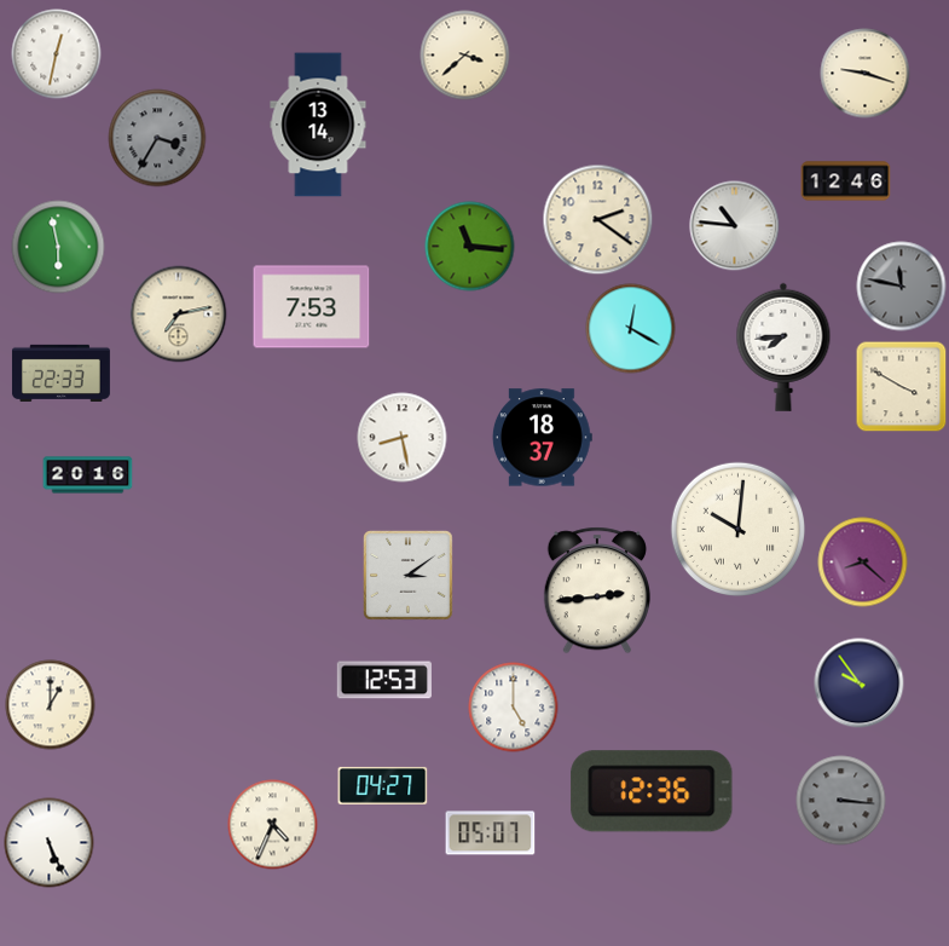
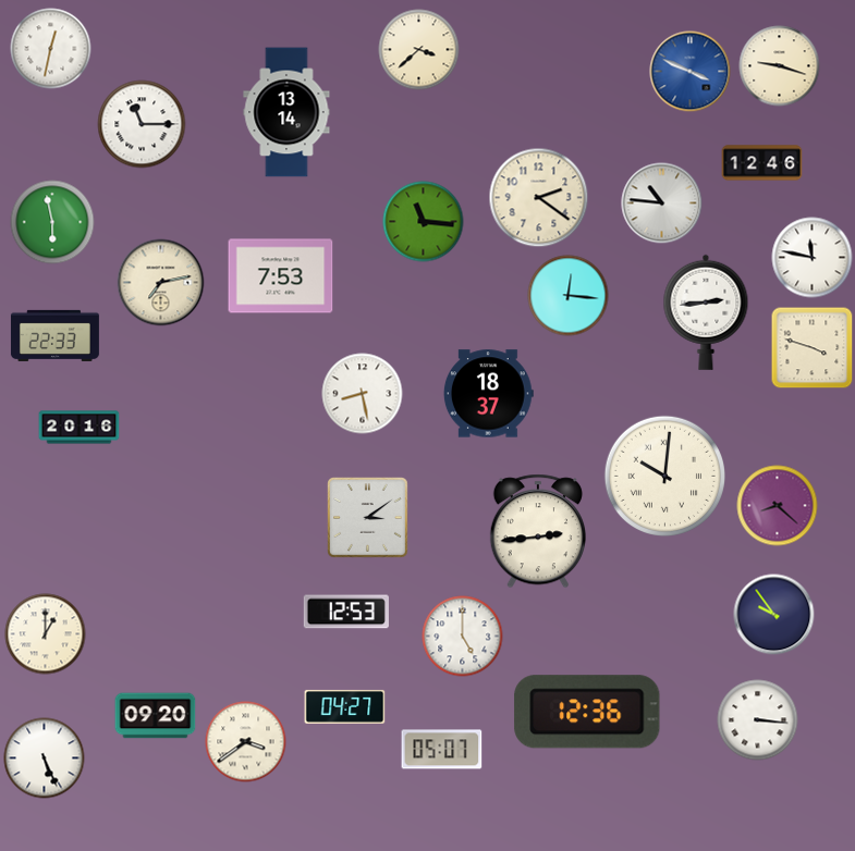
clock at (691, 72): none -> 3:49
clock at (157, 138): 3:35 -> 11:15
clock at (157, 138) dial: grey -> white
clock at (902, 287) dial: grey -> white
clock at (631, 329): 12:20 -> 12:16
clock at (783, 347): 7:44 -> 2:44
clock at (902, 387): 3:50 -> 3:48
clock at (156, 716): none -> 09:20
clock at (841, 801) dial: grey -> white
clock at (273, 825): 4:34 -> 3:39
